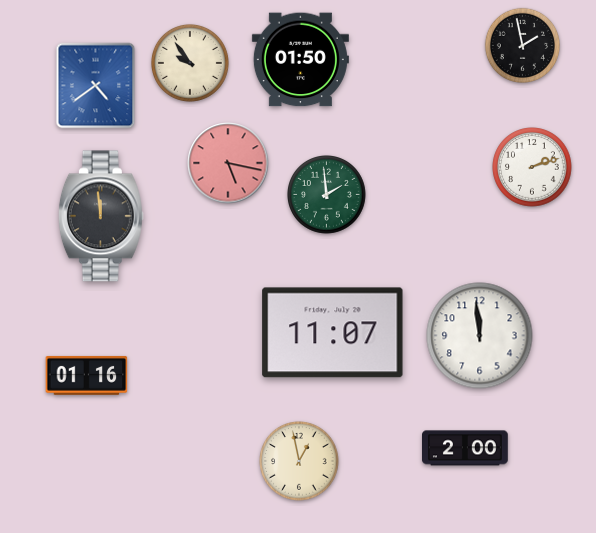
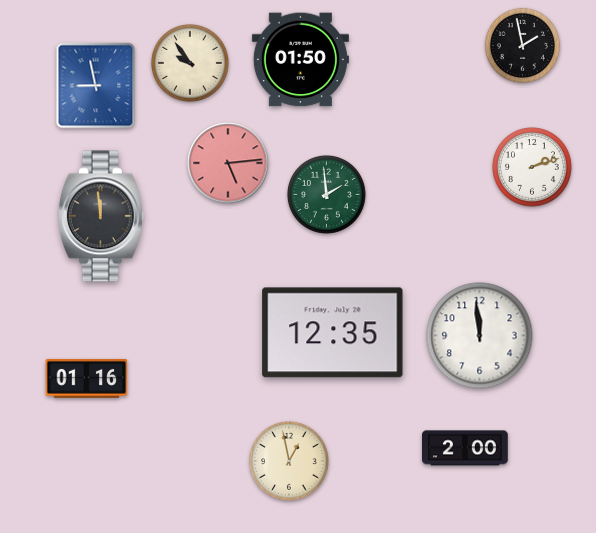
clock at (96, 86): 4:39 -> 8:58
clock at (228, 163): 5:17 -> 5:14
clock at (333, 333): 11:07 -> 12:35
clock at (87, 376) position: (87, 376) -> (87, 379)
clock at (299, 461) position: (299, 461) -> (289, 461)
